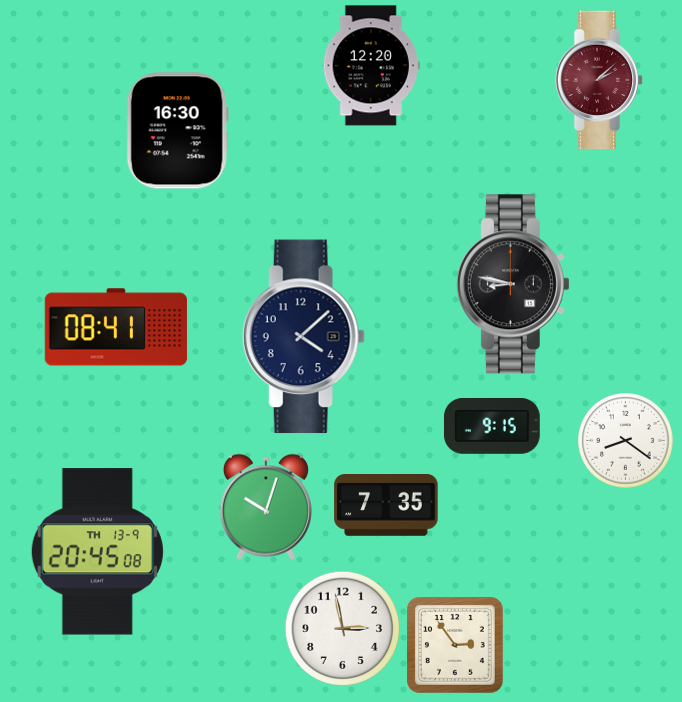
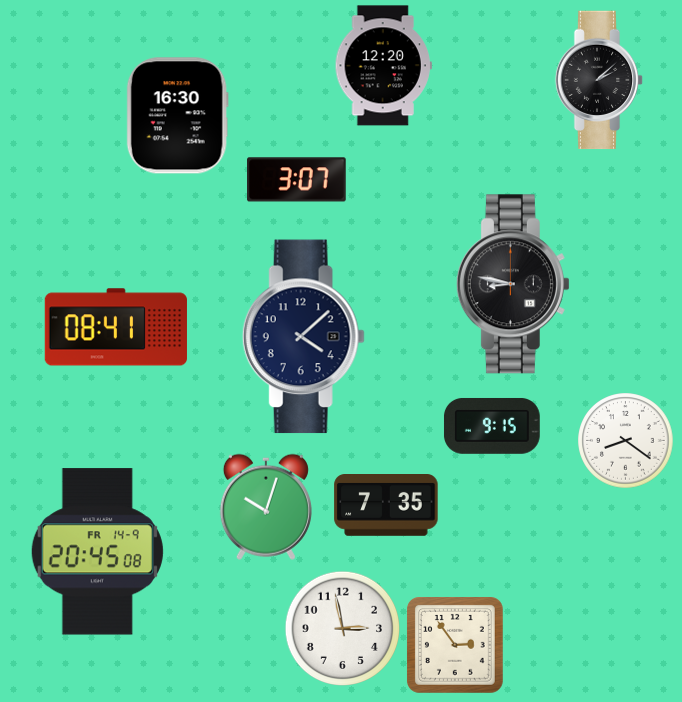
clock at (371, 66) position: (371, 66) -> (383, 66)
clock at (599, 80) dial: burgundy -> black
clock at (177, 131) position: (177, 131) -> (177, 116)
clock at (297, 180): none -> 3:07
clock at (97, 552) date: TH 13-9 -> FR 14-9
